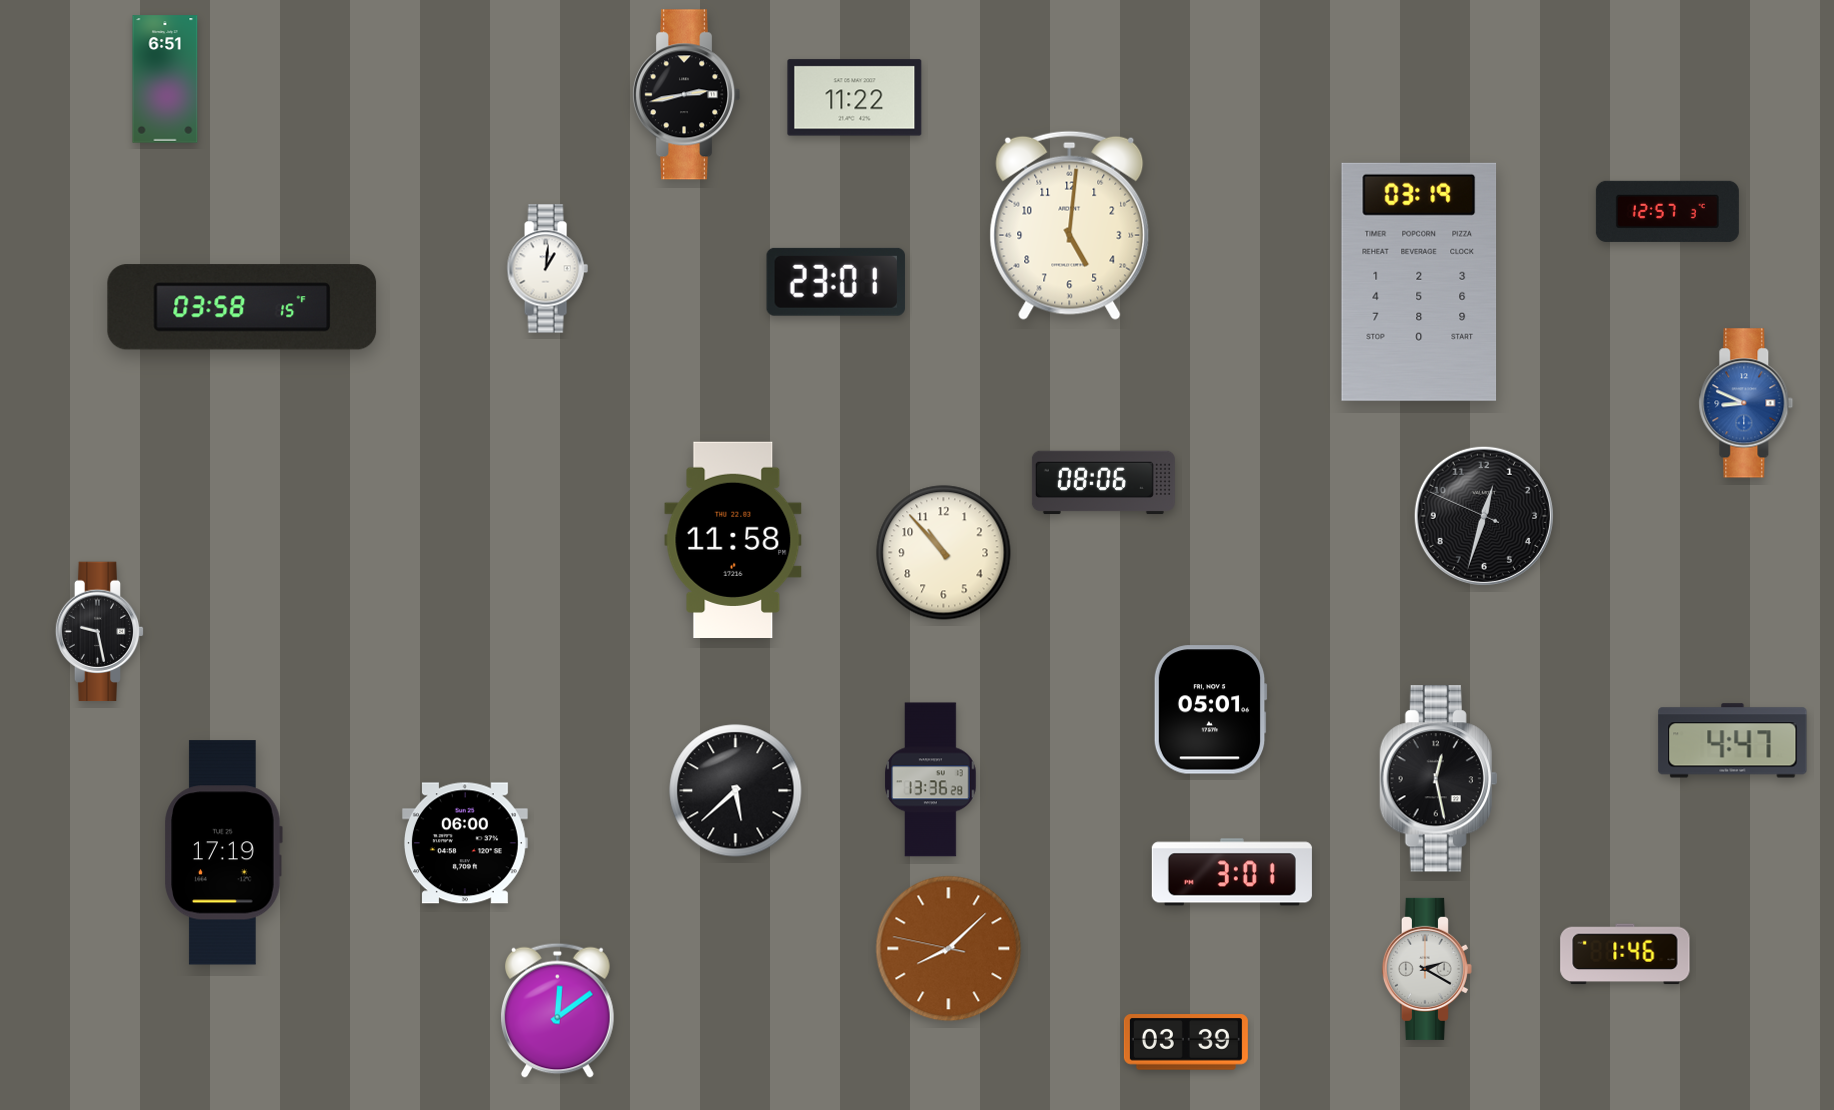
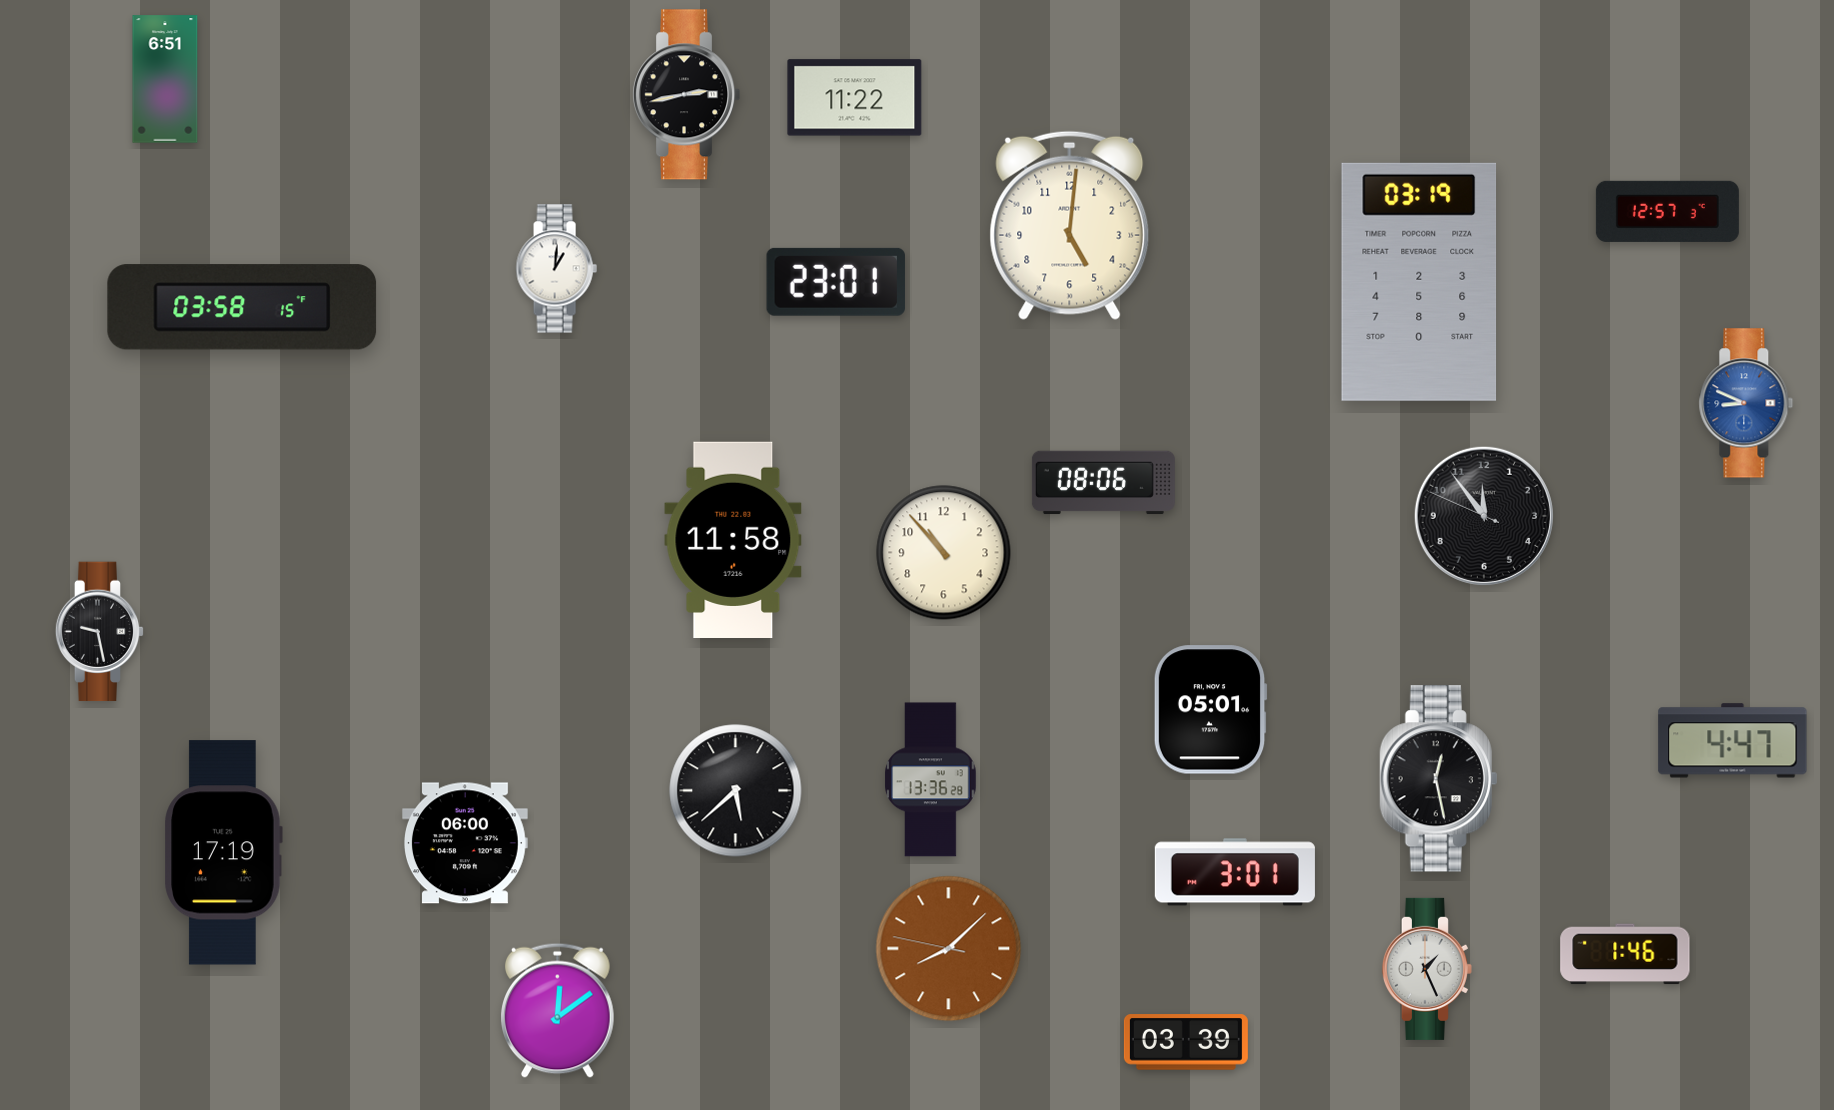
clock at (547, 269) position: (547, 269) -> (556, 269)
clock at (1484, 516): 12:32 -> 11:53
clock at (1232, 872) position: (1232, 872) -> (1235, 872)
clock at (1427, 969): 2:20 -> 1:26
